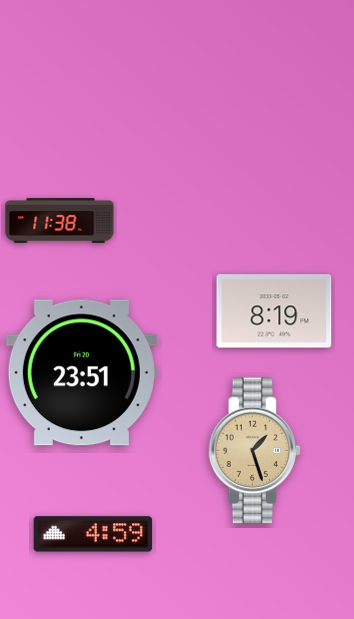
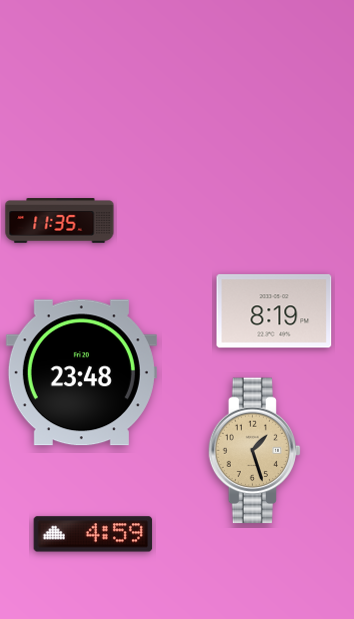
clock at (60, 221): 11:38 -> 11:35
clock at (81, 373): 23:51 -> 23:48
